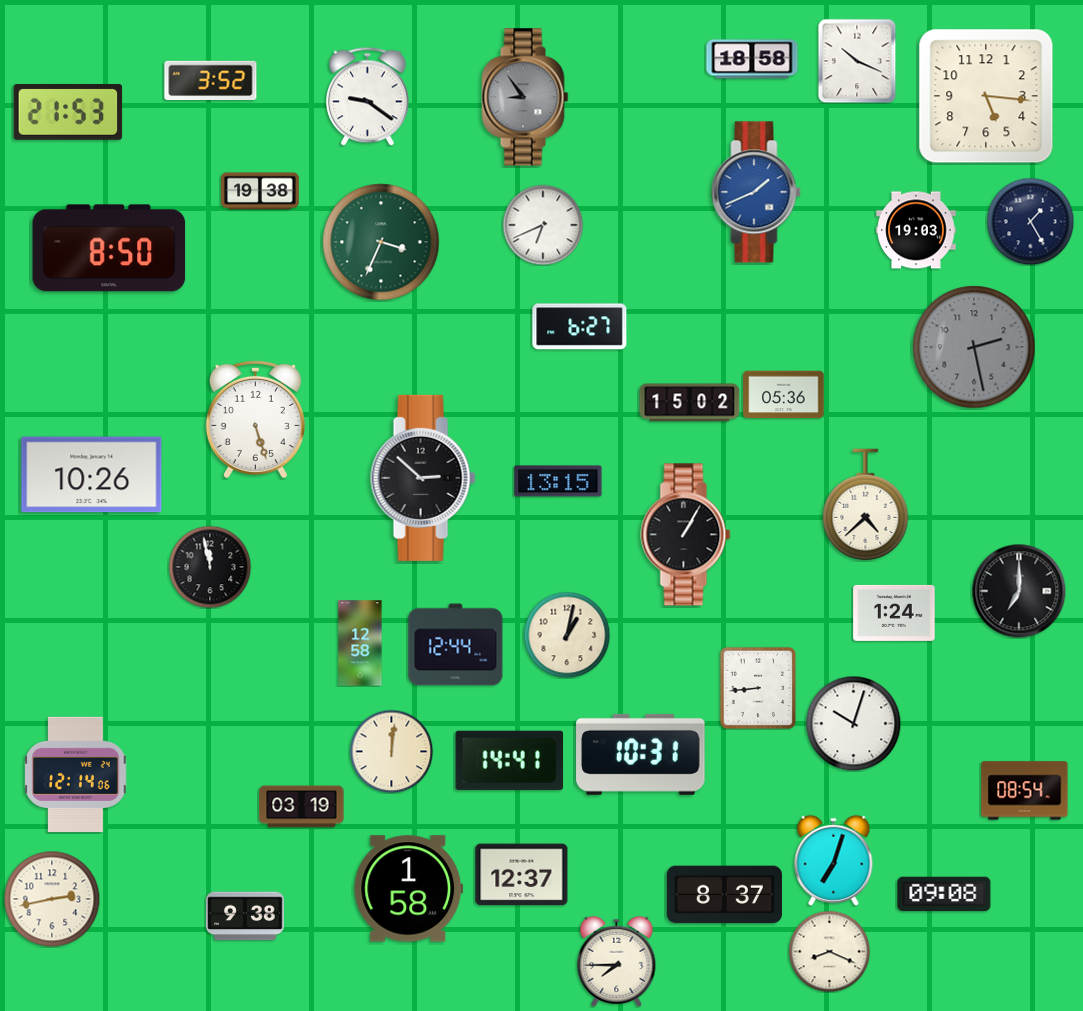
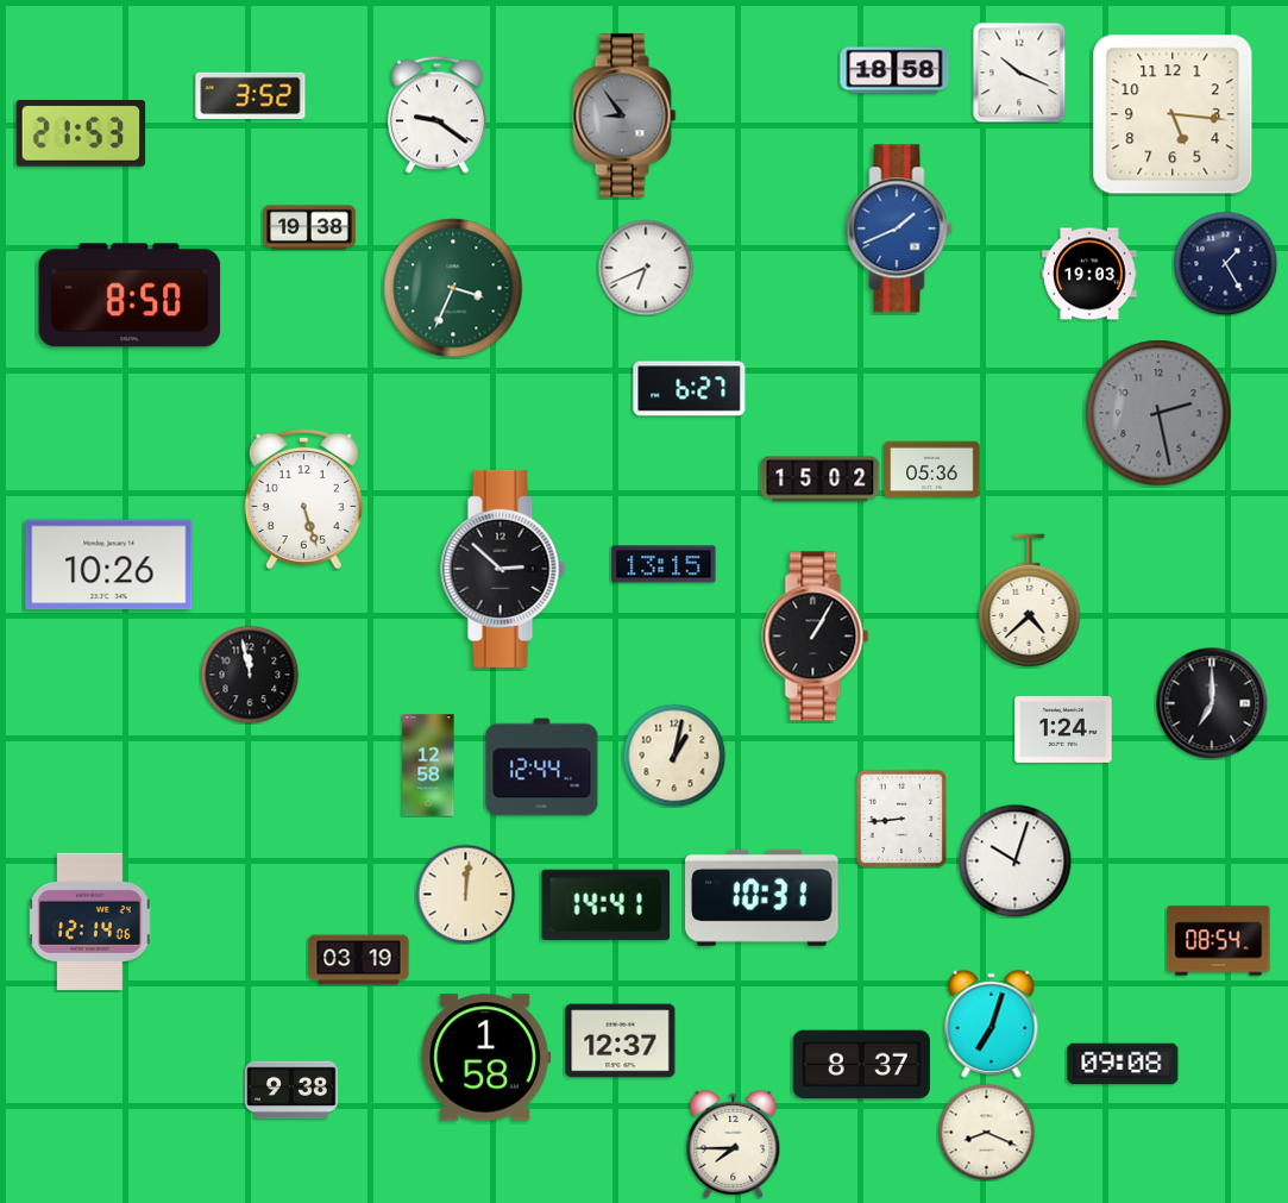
clock at (558, 481) position: (558, 481) -> (664, 564)
clock at (52, 899): 2:43 -> none
